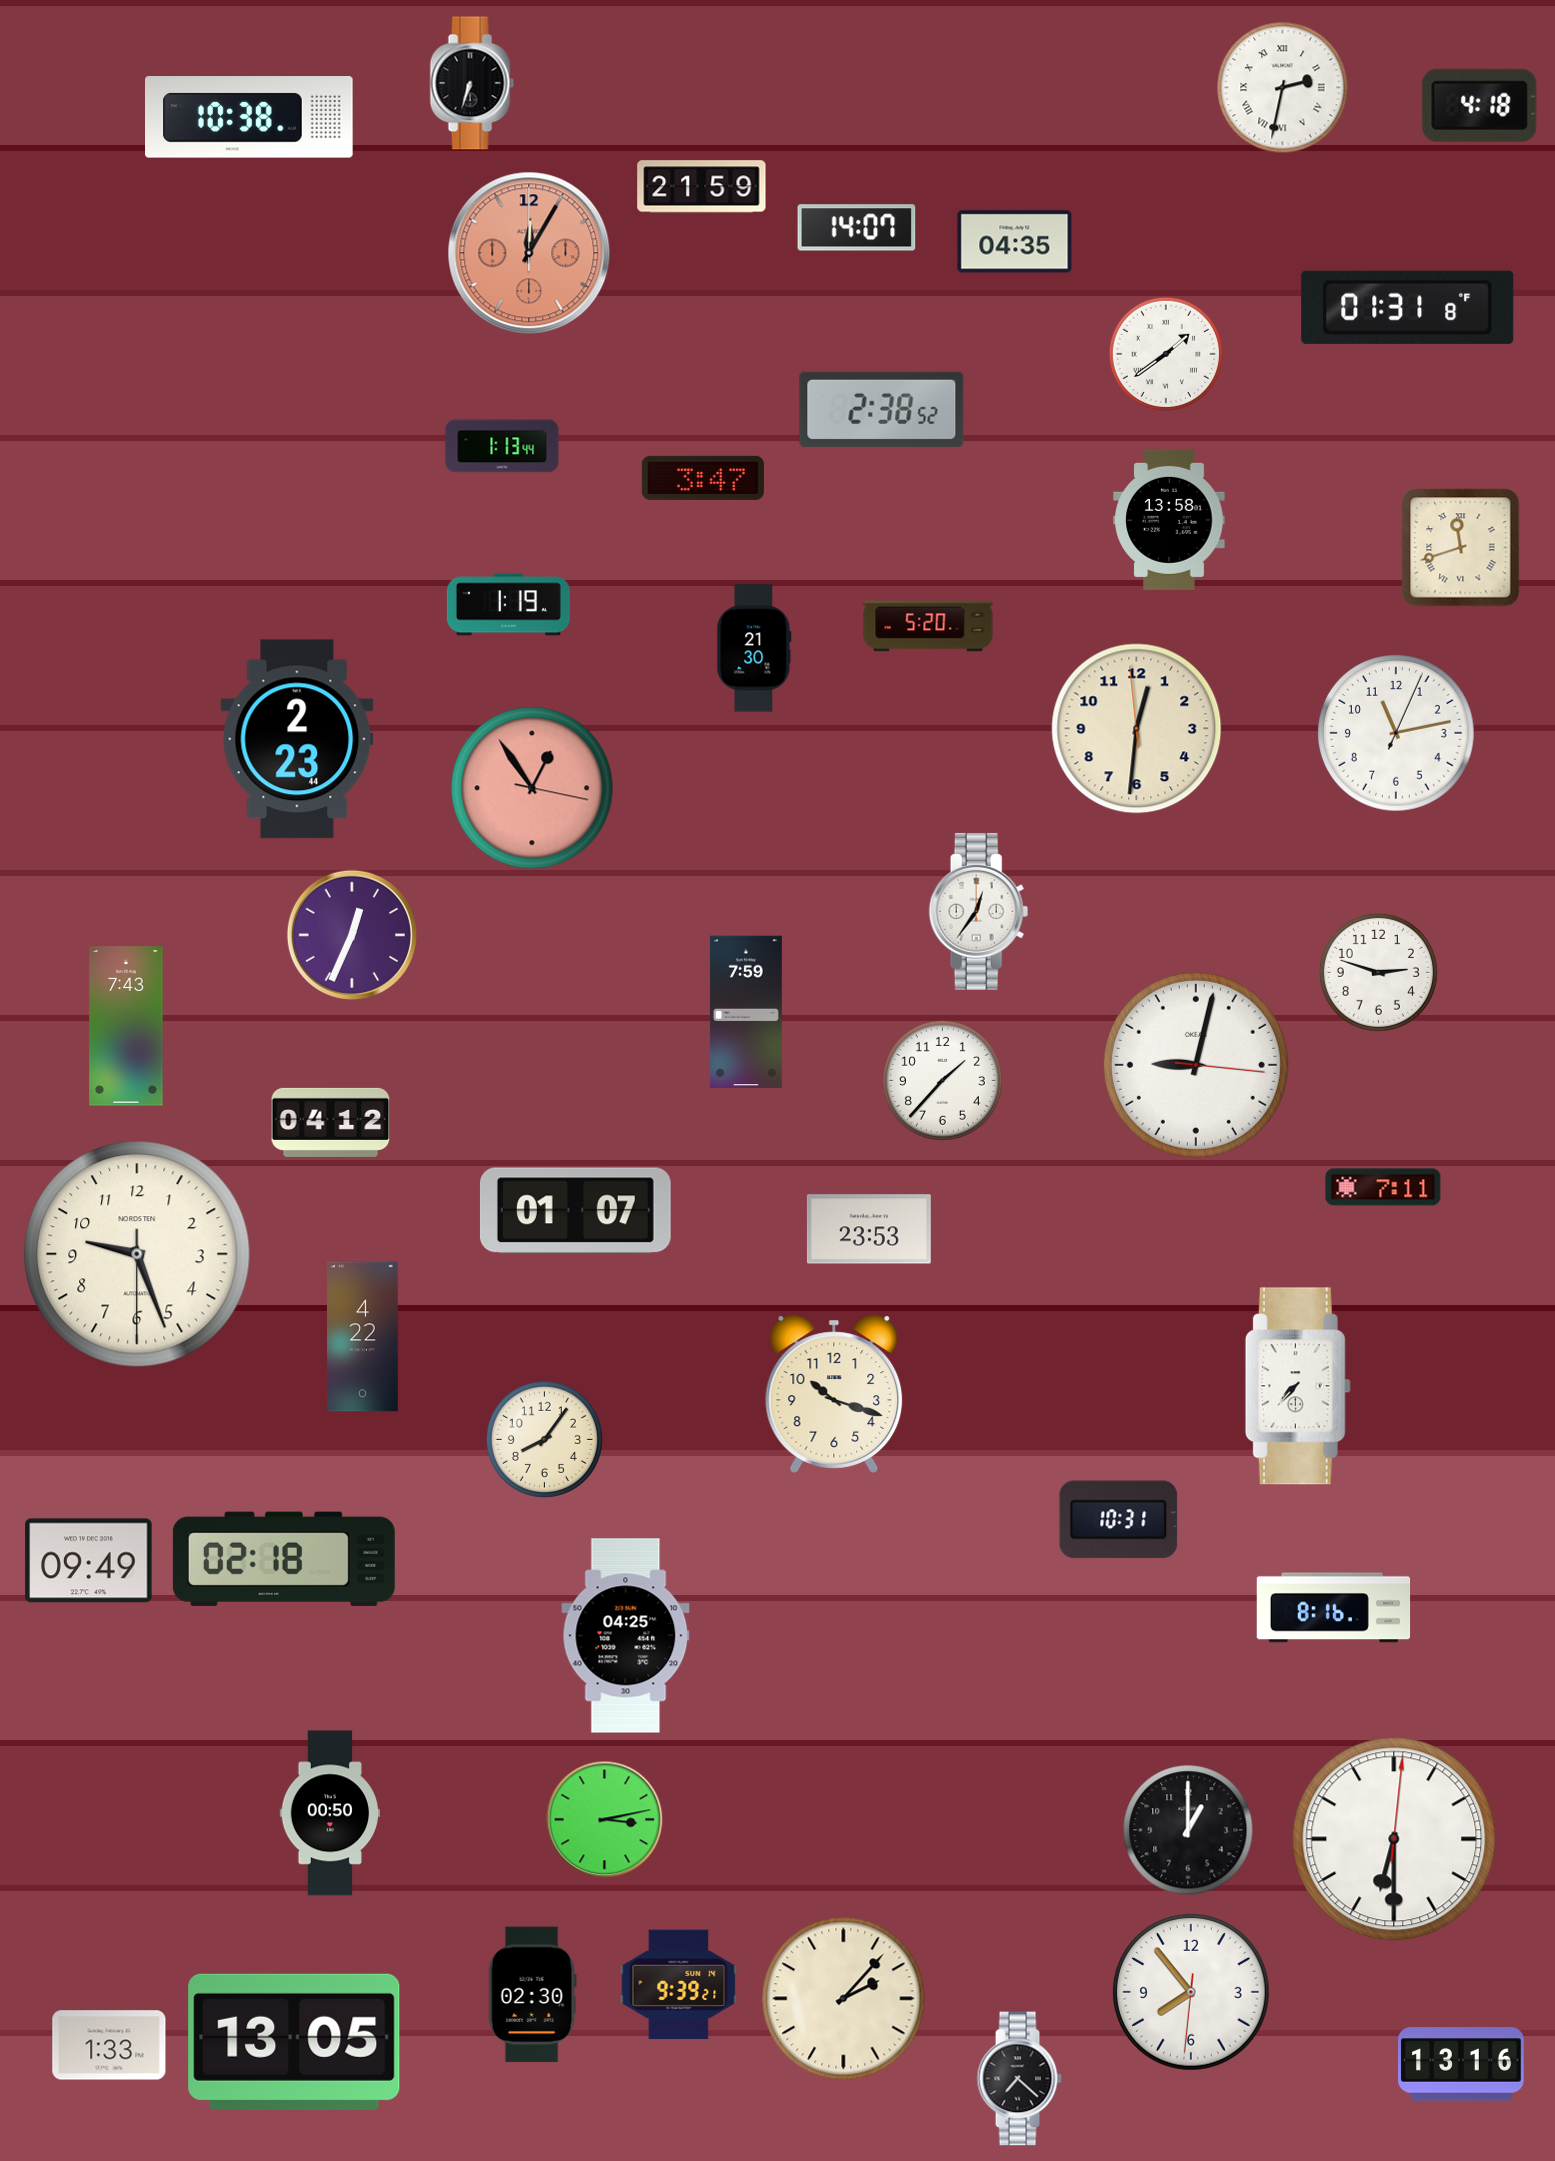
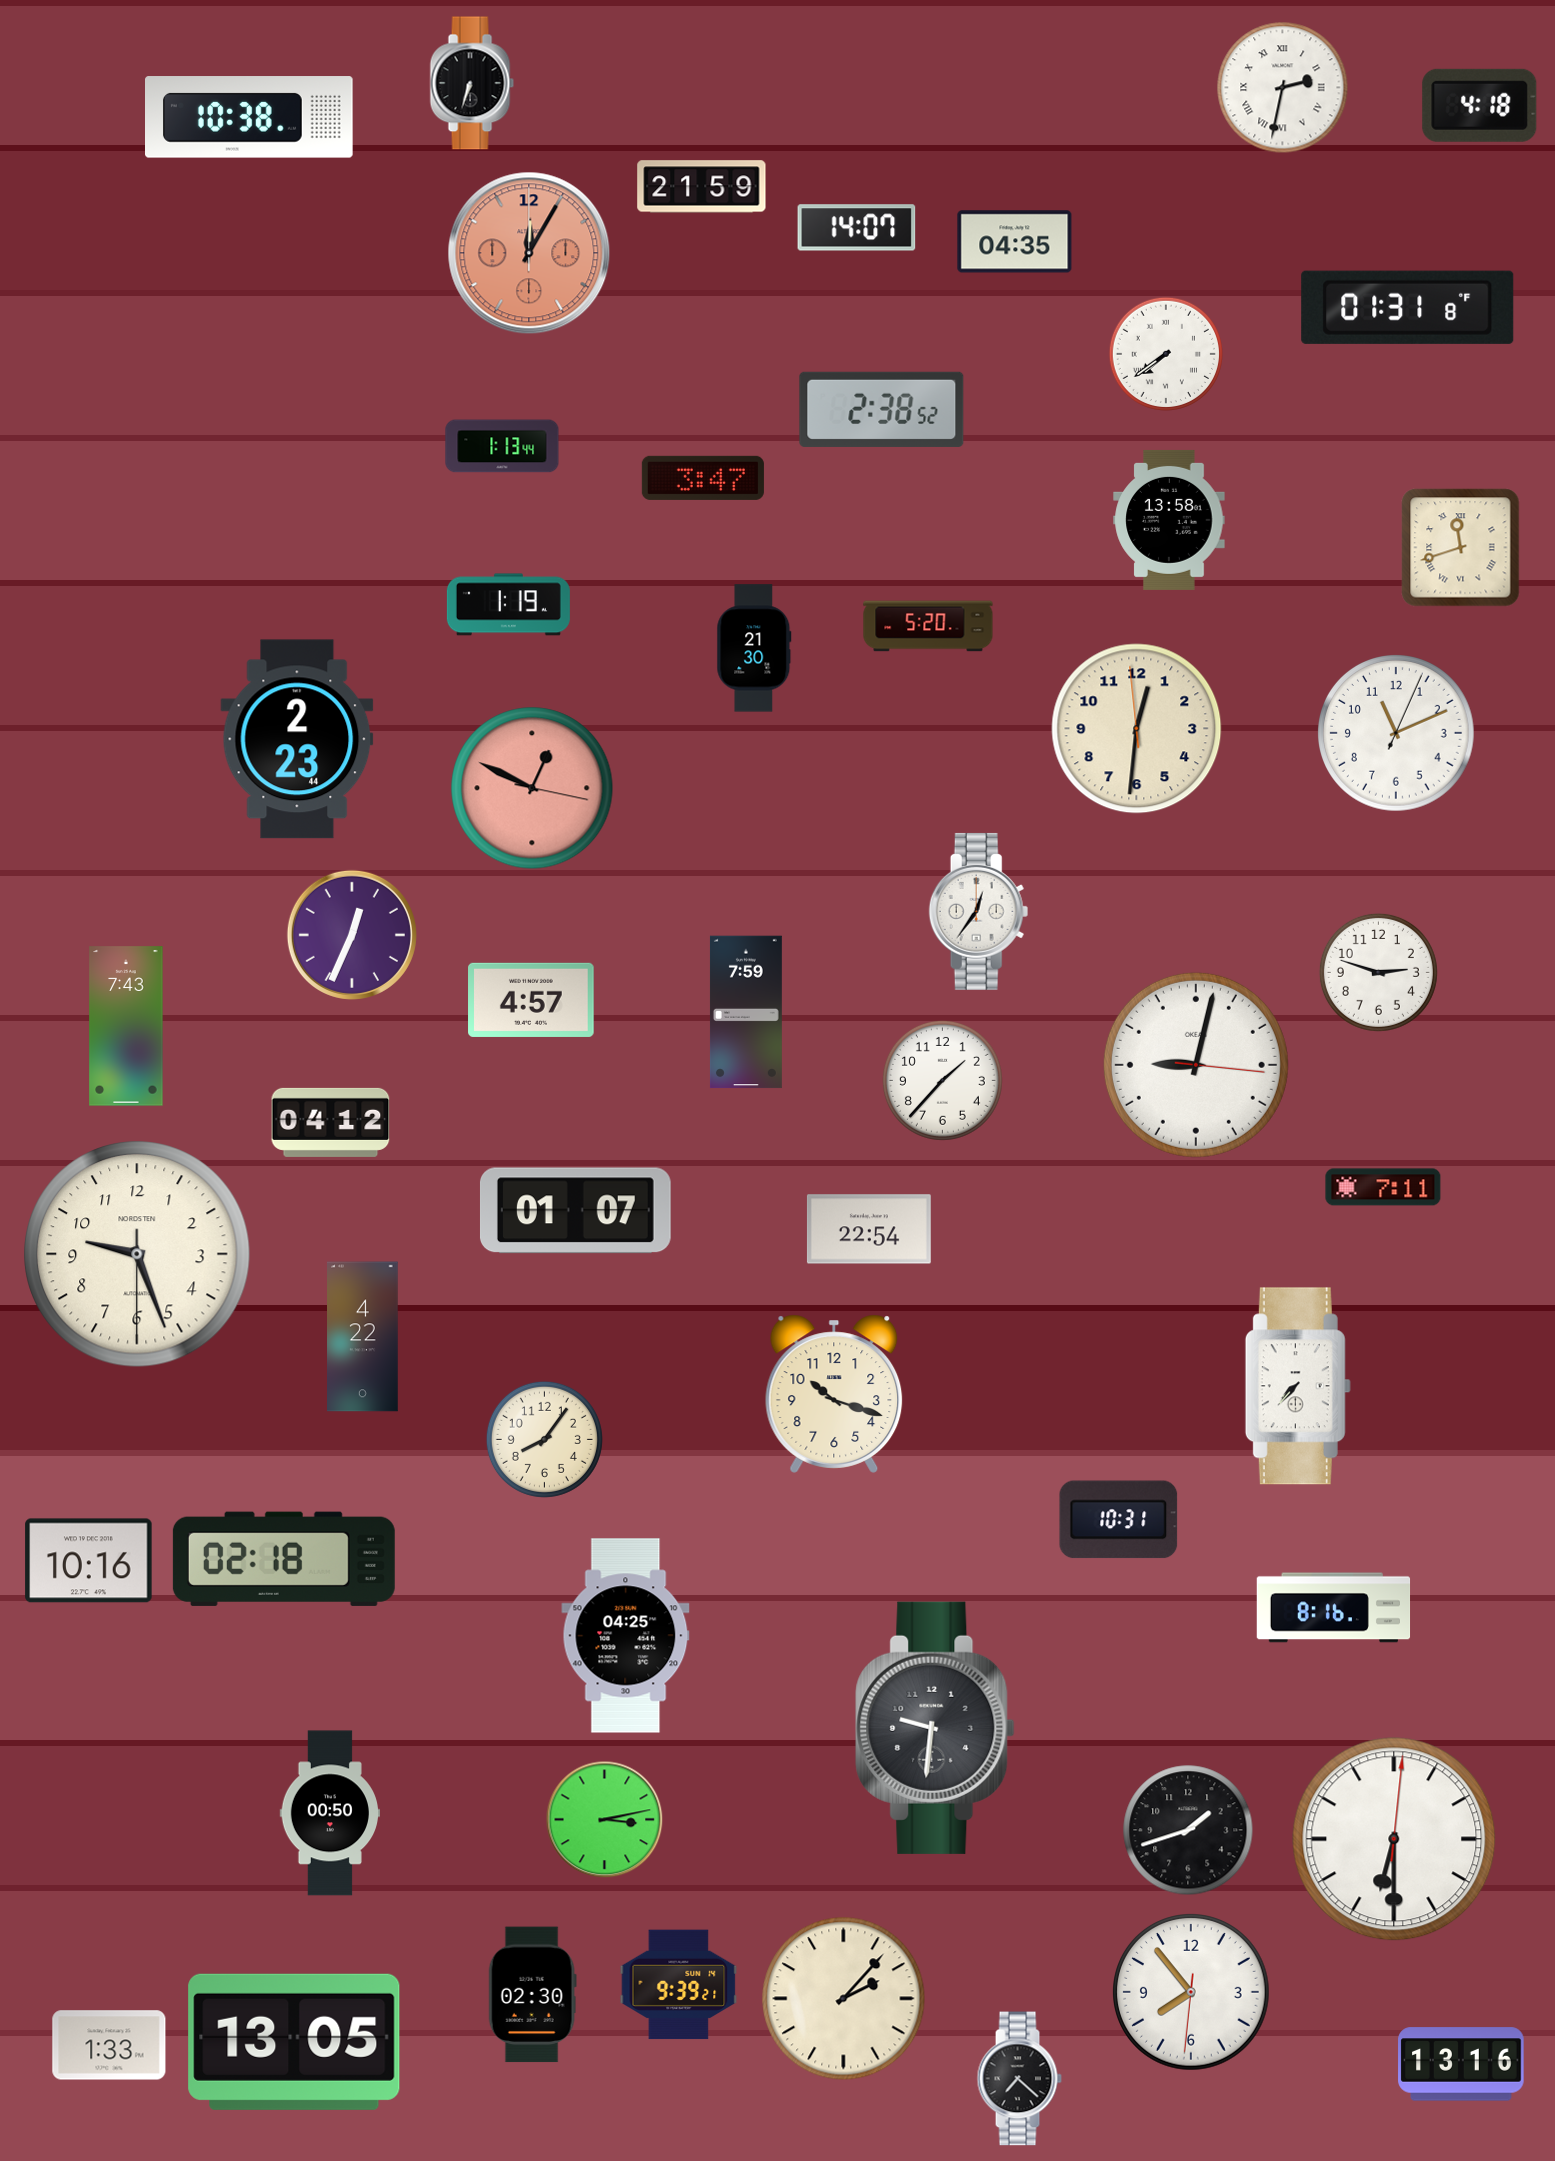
clock at (1165, 353): 1:39 -> 7:39
clock at (1397, 734): 11:13 -> 11:11
clock at (532, 788): 12:54 -> 12:49
clock at (531, 1000): none -> 4:57
clock at (869, 1229): 23:53 -> 22:54
clock at (89, 1561): 09:49 -> 10:16
clock at (935, 1728): none -> 9:31
clock at (1188, 1830): 1:00 -> 1:42
